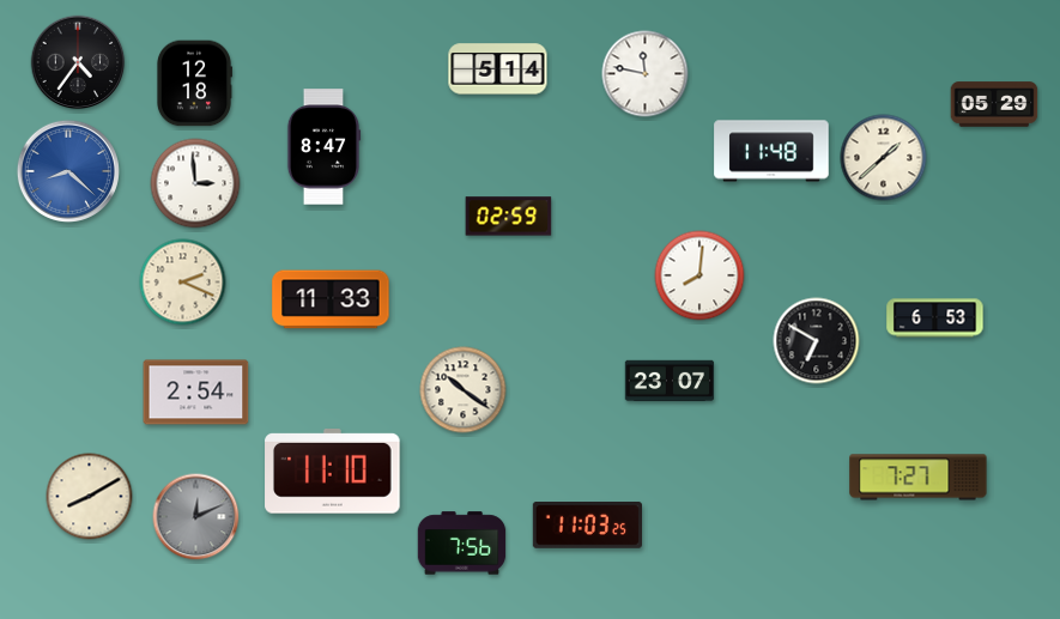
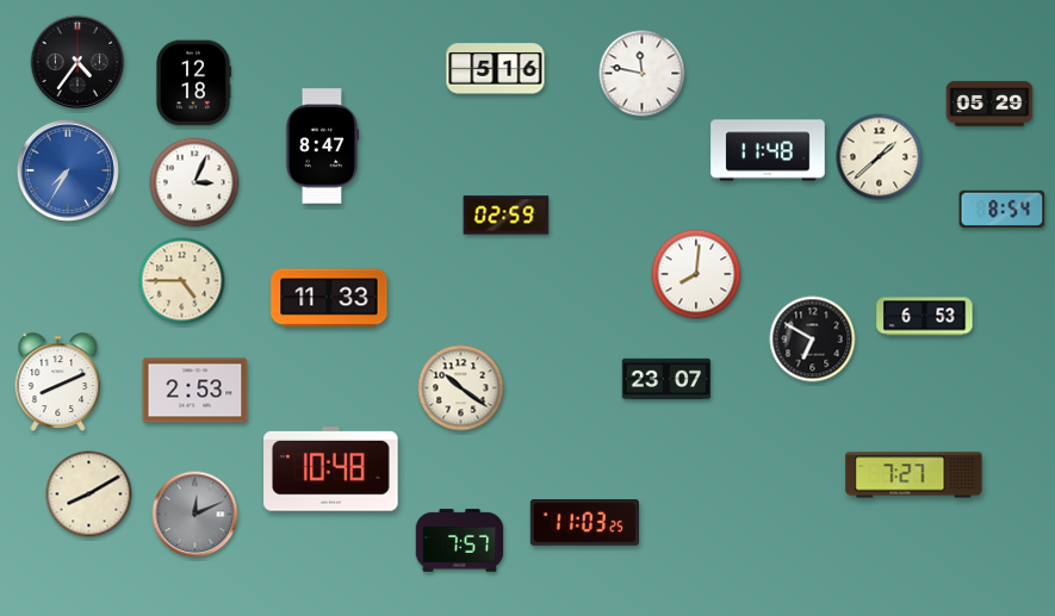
clock at (498, 69): 5:14 -> 5:16
clock at (68, 171): 8:22 -> 7:35
clock at (195, 183): 2:59 -> 3:04
clock at (1003, 209): none -> 8:54
clock at (183, 283): 2:19 -> 4:45
clock at (935, 318) position: (935, 318) -> (925, 317)
clock at (58, 381): none -> 8:11
clock at (196, 393): 2:54 -> 2:53
clock at (333, 472): 11:10 -> 10:48
clock at (462, 544): 7:56 -> 7:57
